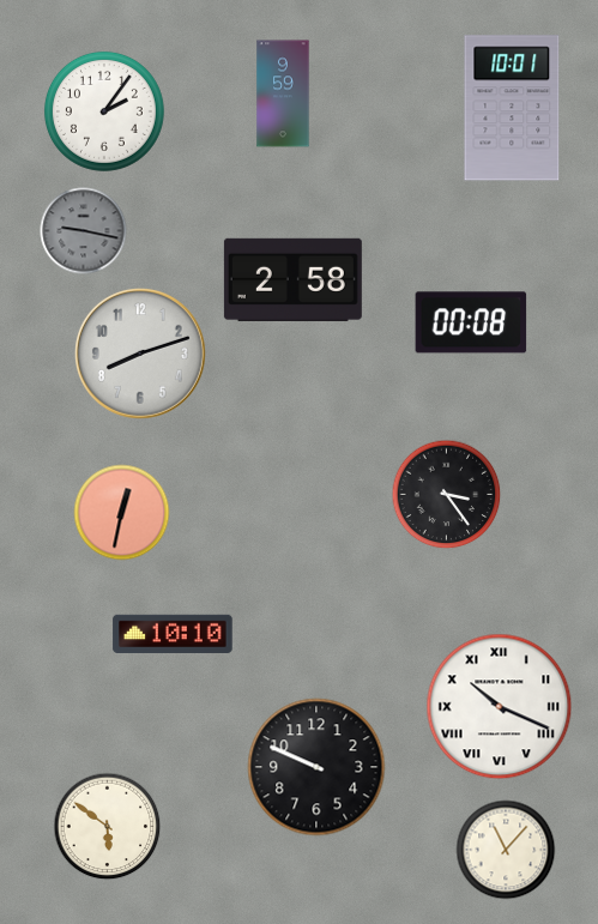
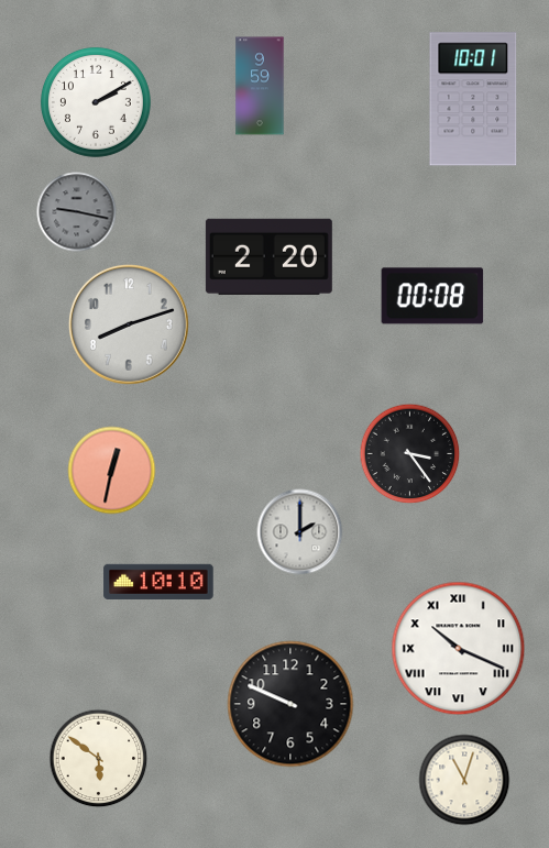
clock at (512, 108) position: (512, 108) -> (473, 99)
clock at (104, 111): 2:06 -> 2:10
clock at (292, 279): 2:58 -> 2:20
clock at (300, 532): none -> 2:00
clock at (506, 850): 11:07 -> 11:03
